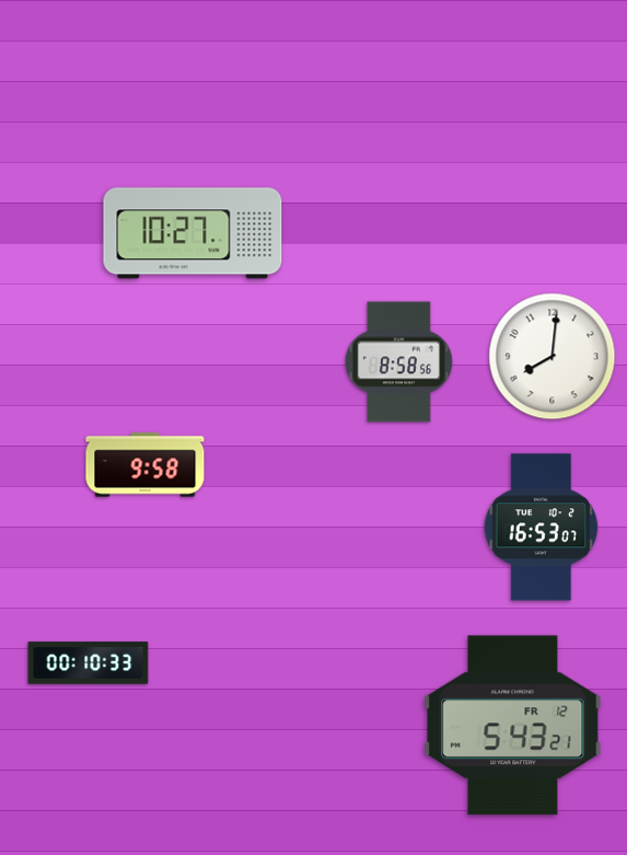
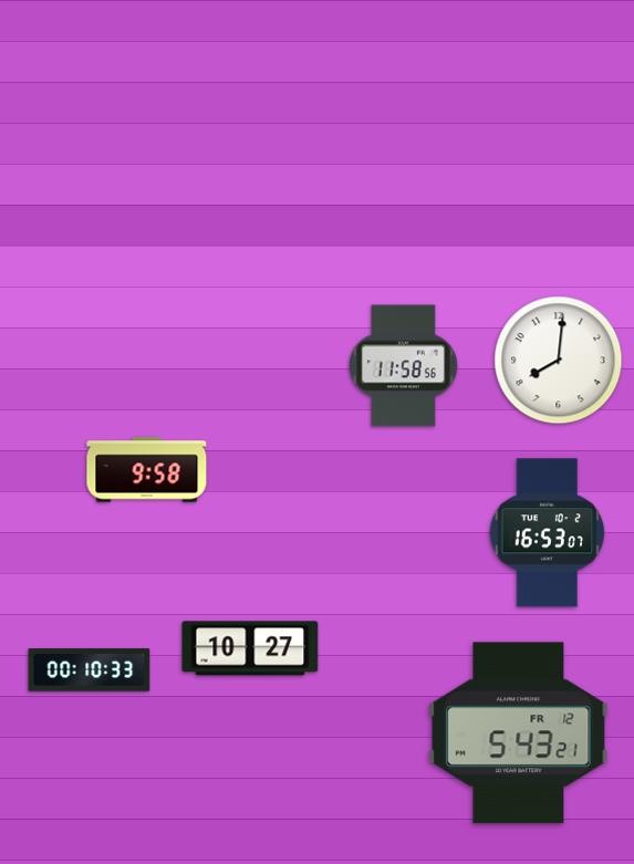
clock at (193, 233): 10:27 -> none
clock at (398, 362): 8:58 -> 11:58
clock at (250, 648): none -> 10:27
